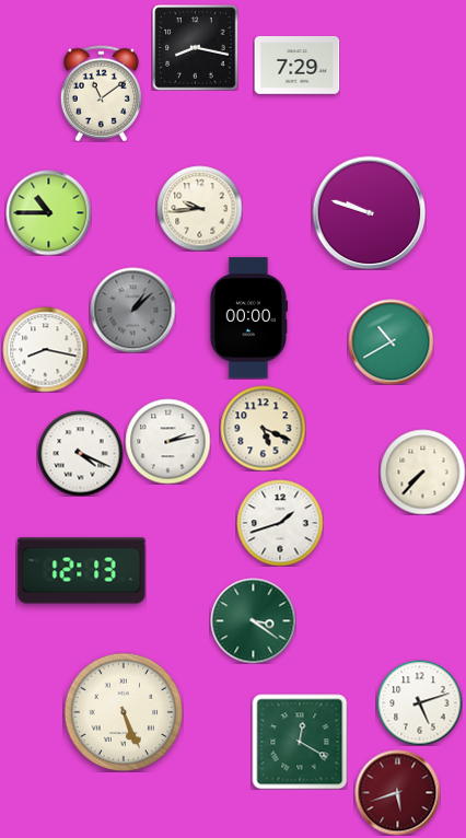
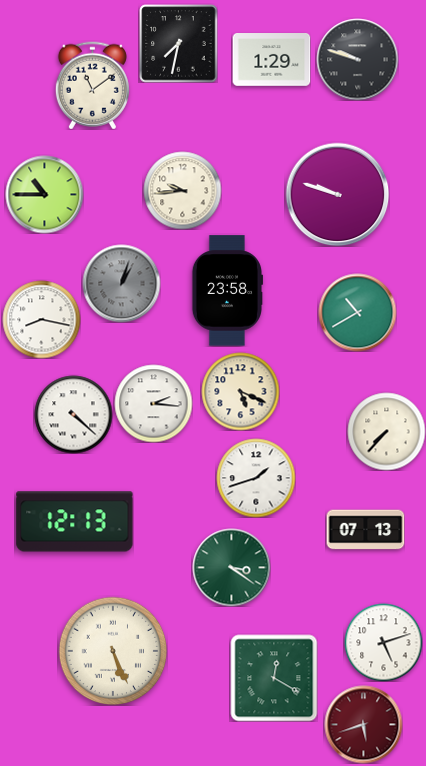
clock at (195, 47): 8:17 -> 7:32
clock at (357, 59): none -> 9:48
clock at (296, 66): 7:29 -> 1:29
clock at (132, 310): 1:08 -> 1:03
clock at (247, 318): 00:00 -> 23:58
clock at (167, 441): 2:13 -> 2:16
clock at (80, 453): 4:19 -> 4:22
clock at (365, 530): none -> 07:13
